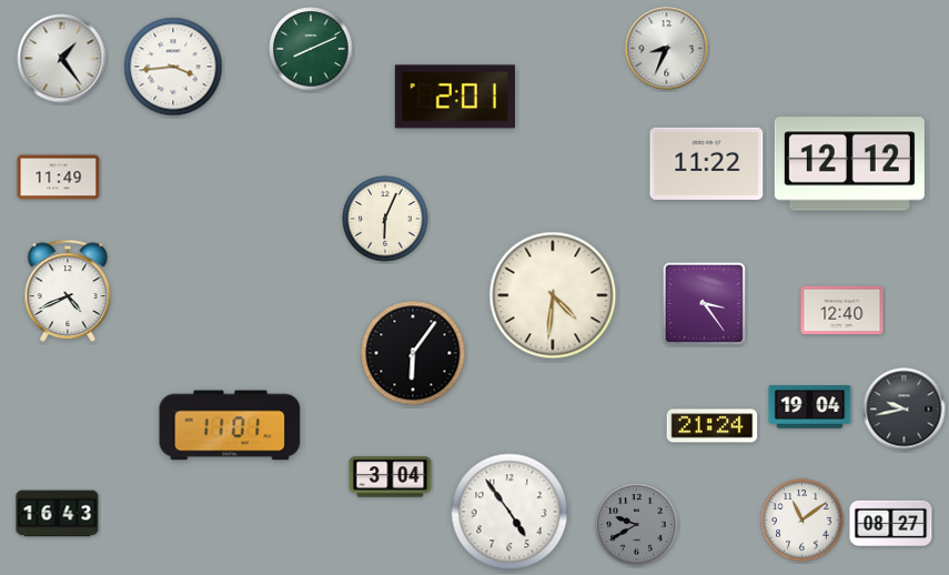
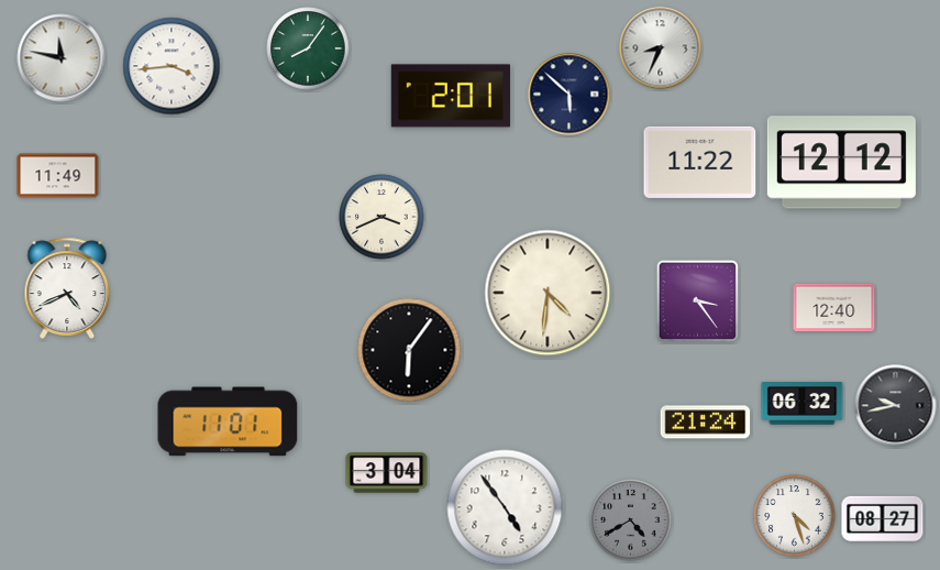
clock at (311, 49): 8:11 -> 8:06
clock at (62, 59): 1:24 -> 11:47
clock at (569, 95): none -> 5:52
clock at (385, 219): 6:04 -> 3:41
clock at (810, 407): 19:04 -> 06:32
clock at (58, 514): 16:43 -> none
clock at (802, 521): 11:09 -> 4:27
clock at (637, 525): 9:40 -> 4:40
